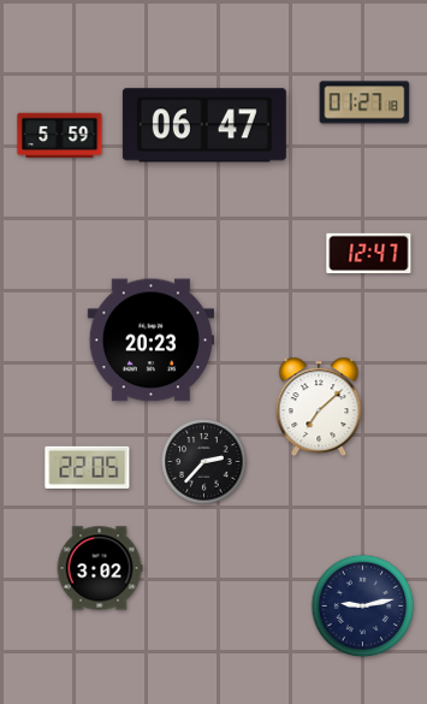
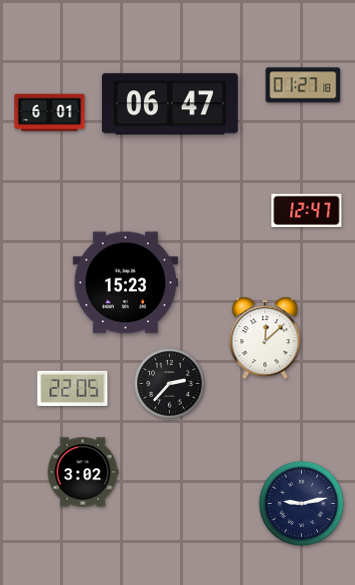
clock at (60, 136): 5:59 -> 6:01
clock at (150, 341): 20:23 -> 15:23
clock at (319, 407): 7:08 -> 12:08
